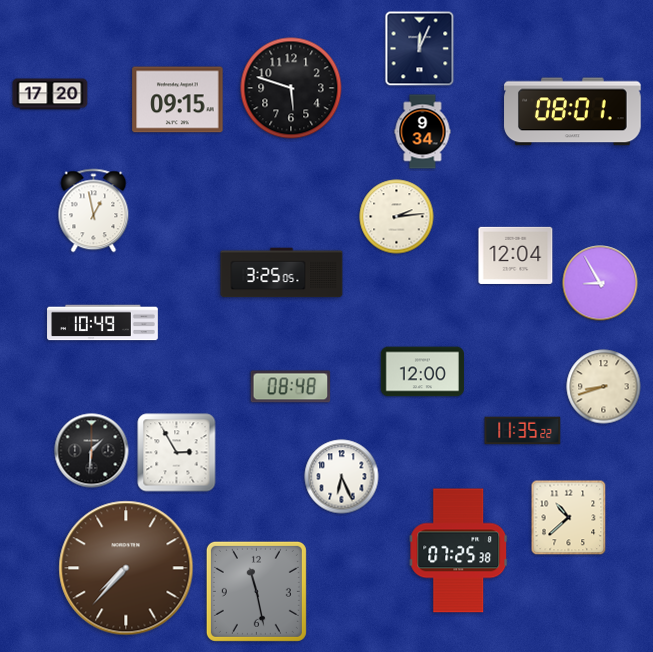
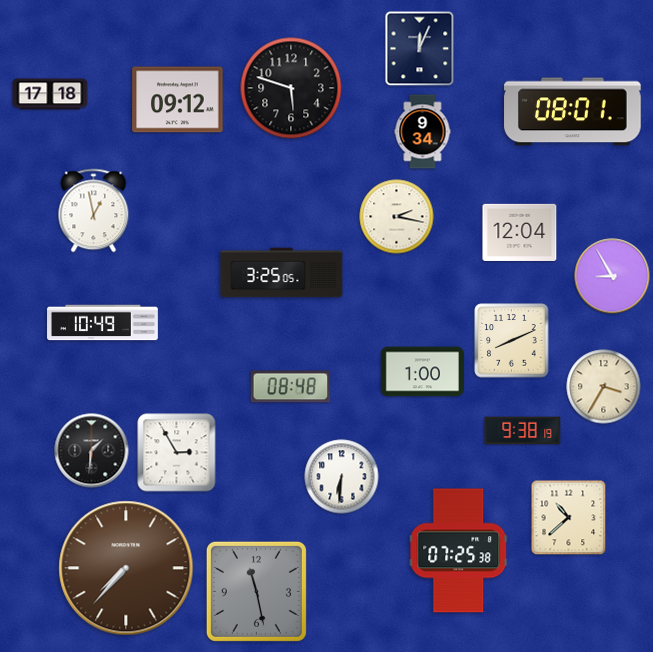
clock at (50, 94): 17:20 -> 17:18
clock at (178, 100): 09:15 -> 09:12
clock at (397, 217): 2:14 -> 2:17
clock at (516, 255) position: (516, 255) -> (520, 232)
clock at (600, 283) position: (600, 283) -> (612, 276)
clock at (512, 341): none -> 8:11
clock at (422, 372): 12:00 -> 1:00
clock at (604, 387): 8:42 -> 3:35
clock at (523, 431): 11:35 -> 9:38
clock at (342, 477): 6:26 -> 6:31
